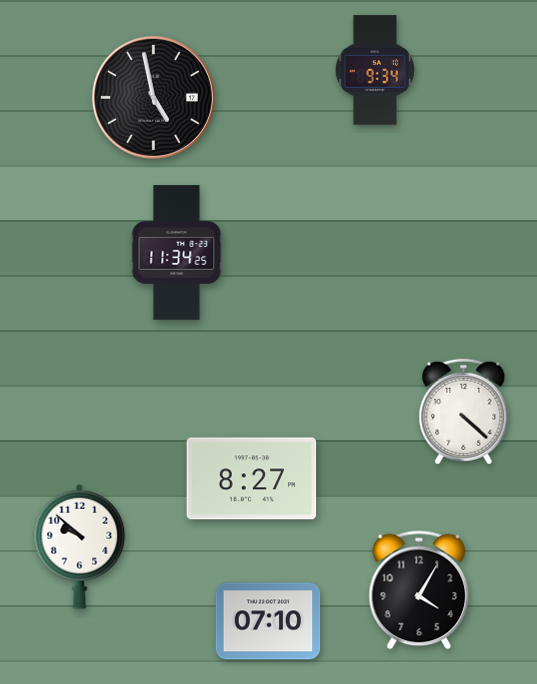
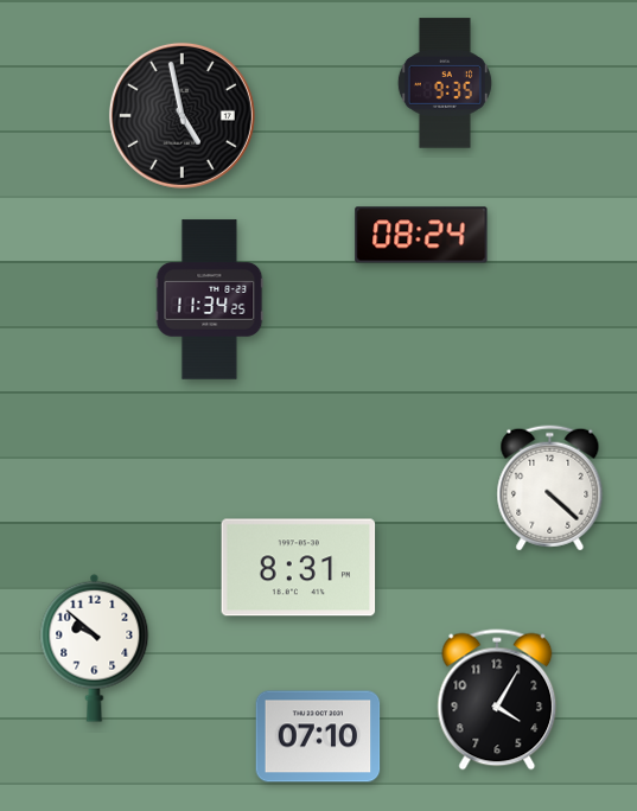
clock at (375, 70): 9:34 -> 9:35
clock at (421, 235): none -> 08:24
clock at (252, 479): 8:27 -> 8:31
